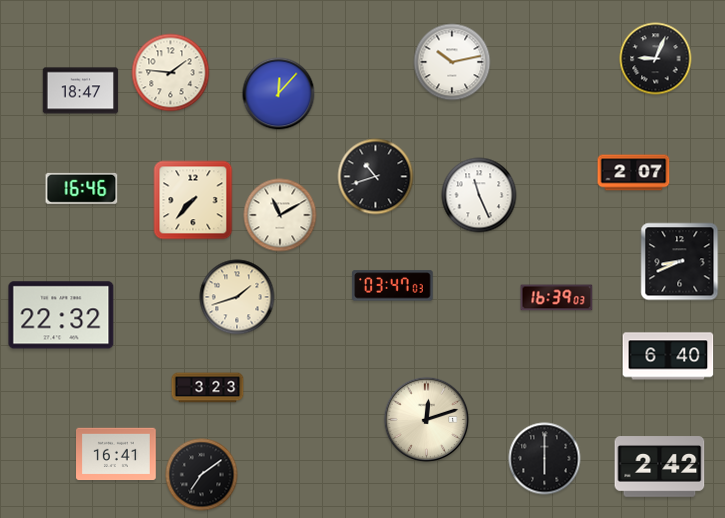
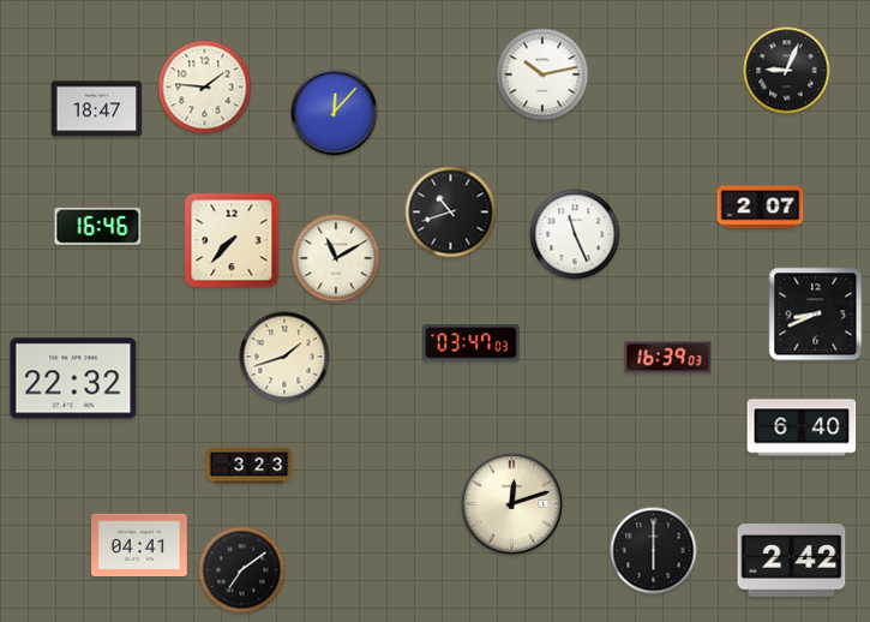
clock at (116, 454): 16:41 -> 04:41
